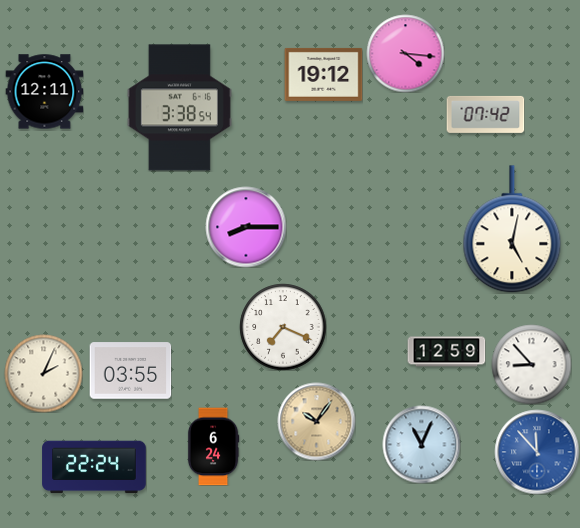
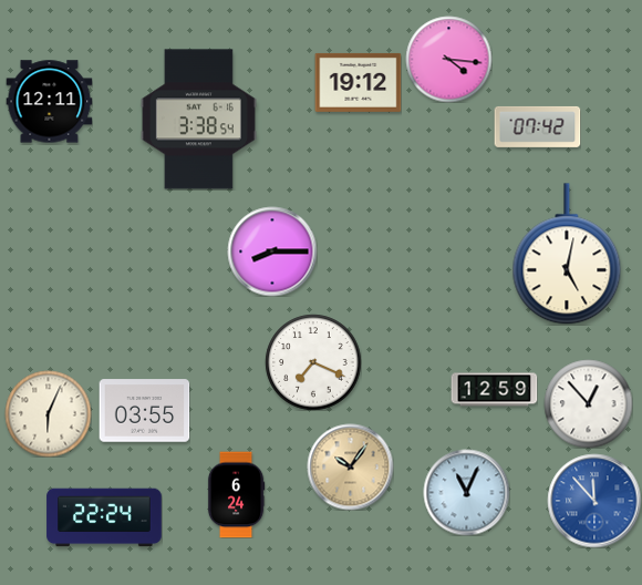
clock at (531, 364): 8:53 -> 12:53
clock at (43, 373): 2:04 -> 6:04
